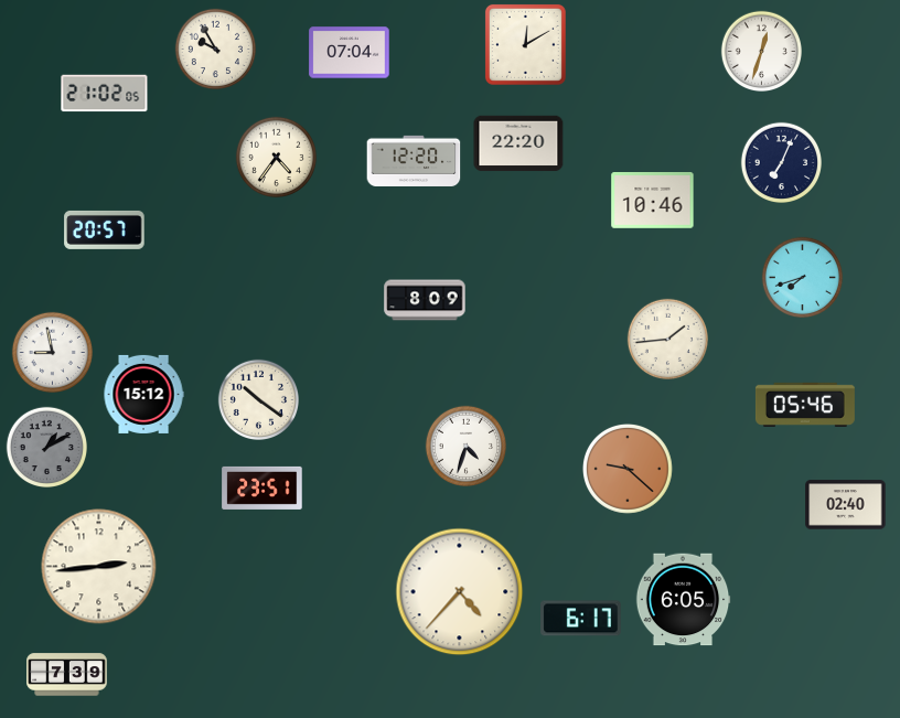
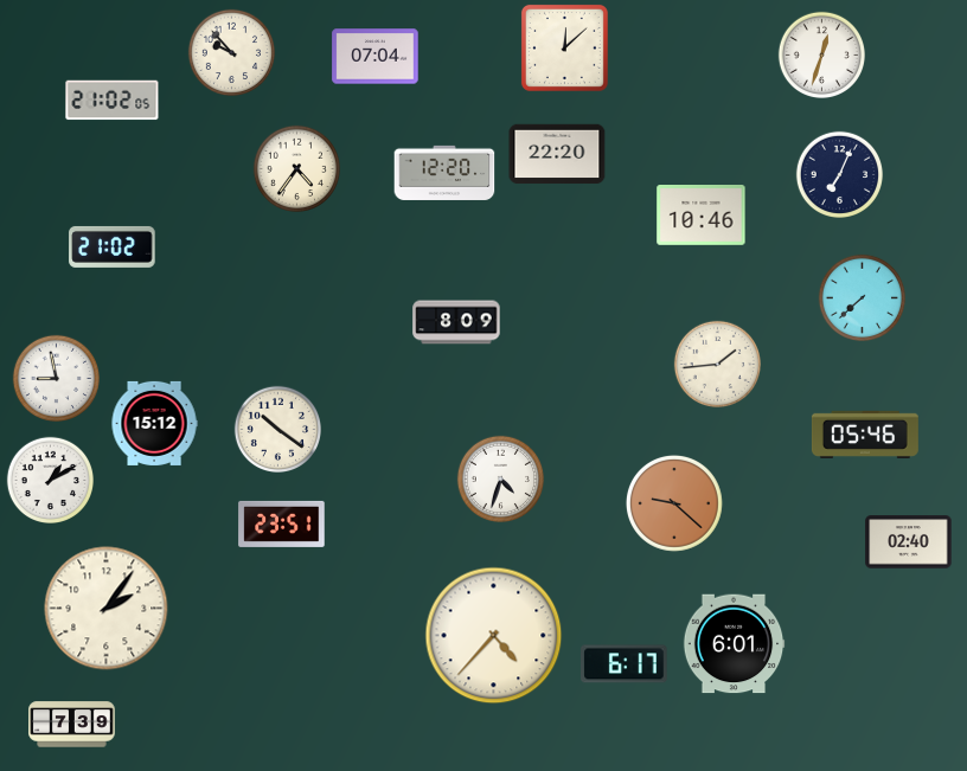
clock at (525, 44): 12:10 -> 12:08
clock at (215, 49): 9:55 -> 9:53
clock at (761, 51) position: (761, 51) -> (821, 54)
clock at (105, 229): 20:57 -> 21:02
clock at (802, 277): 7:42 -> 7:38
clock at (46, 447) dial: grey -> white
clock at (99, 567): 2:44 -> 2:06
clock at (683, 600): 6:05 -> 6:01
